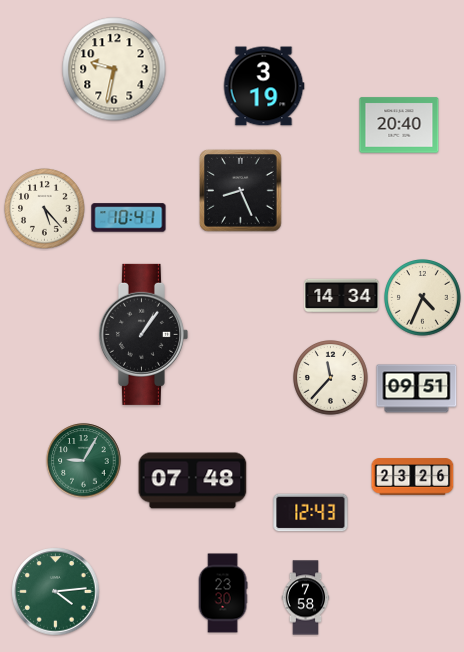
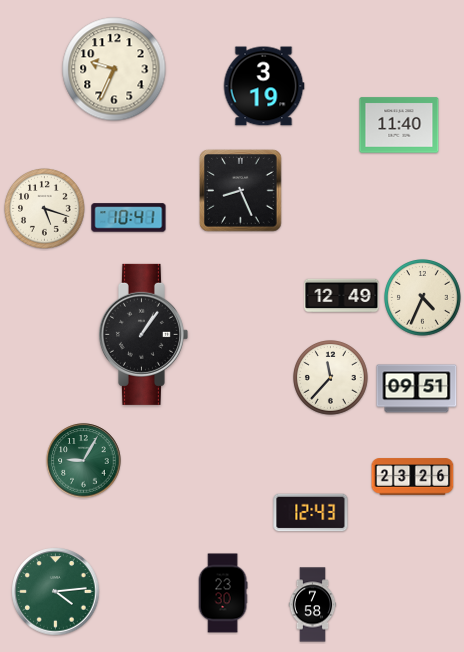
clock at (114, 69): 9:32 -> 9:34
clock at (399, 125): 20:40 -> 11:40
clock at (45, 209): 5:23 -> 5:18
clock at (342, 296): 14:34 -> 12:49
clock at (193, 481): 07:48 -> none
clock at (306, 598) position: (306, 598) -> (313, 605)
